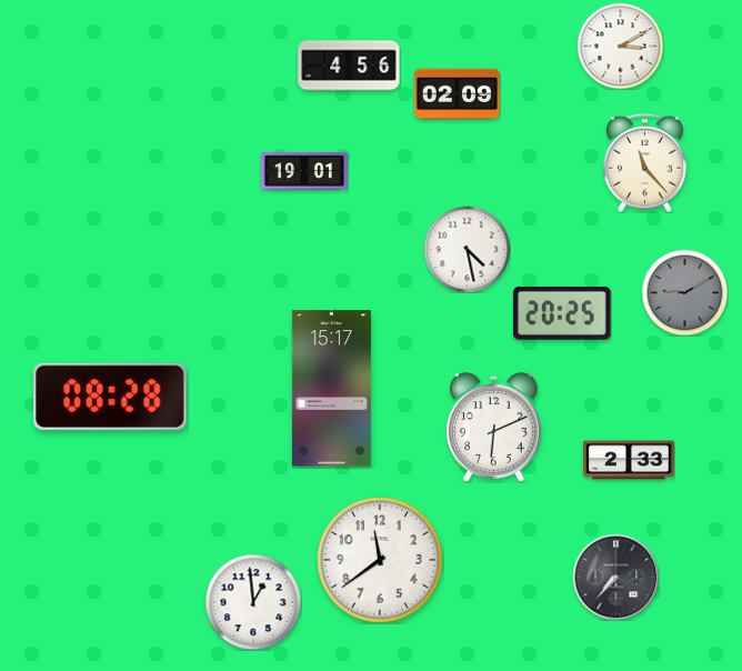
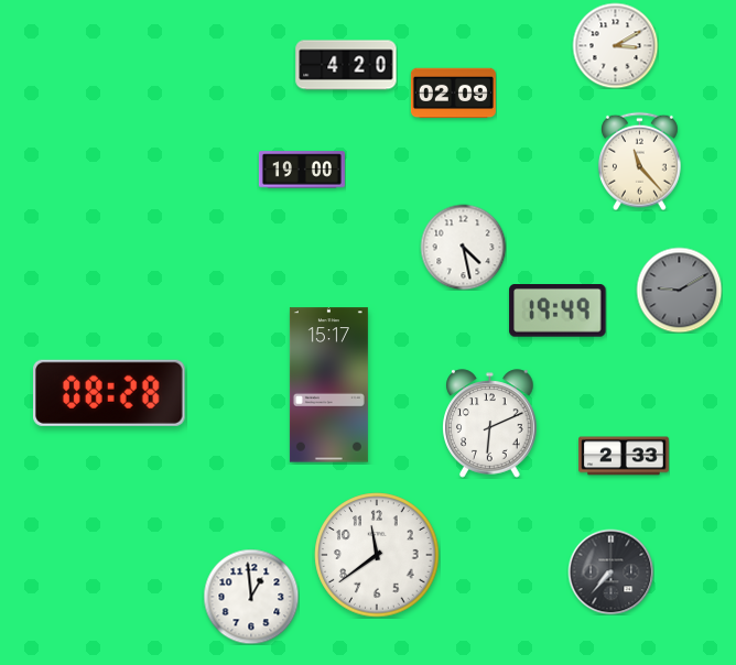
clock at (349, 66): 4:56 -> 4:20
clock at (304, 171): 19:01 -> 19:00
clock at (562, 314): 20:25 -> 19:49
